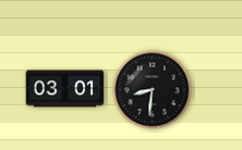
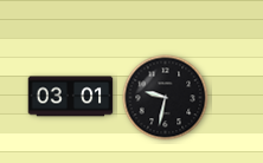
clock at (153, 90): 8:31 -> 9:32
